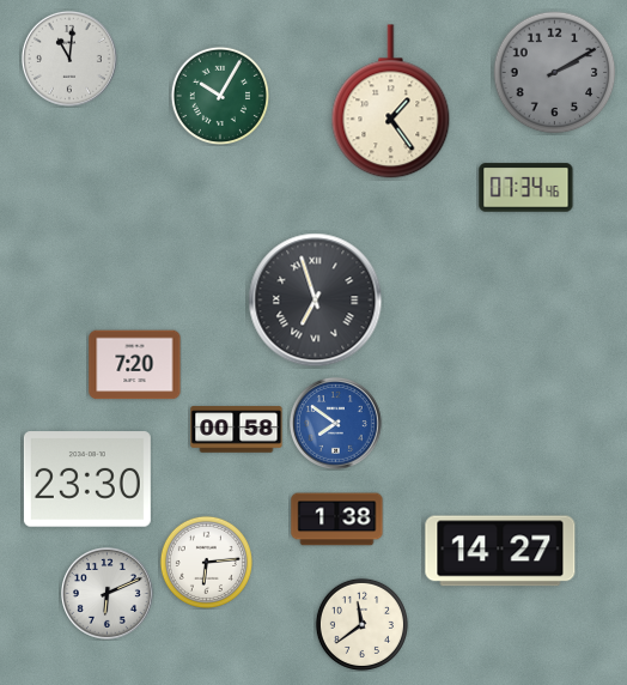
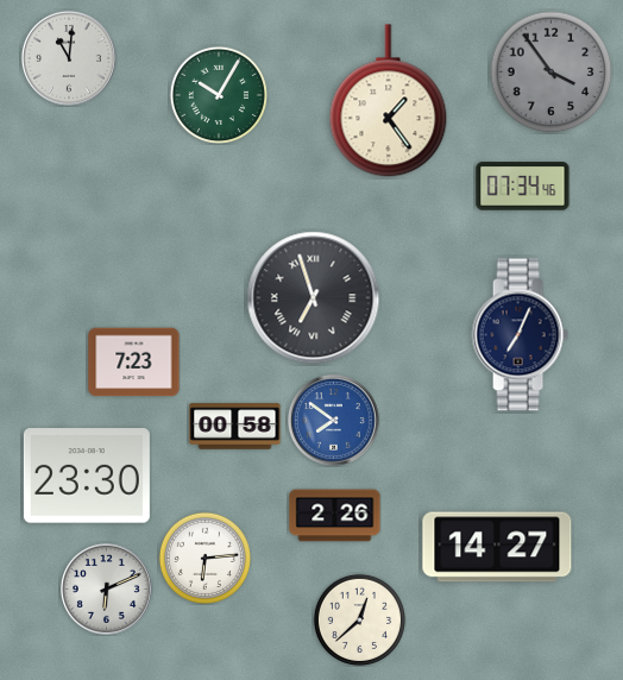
clock at (555, 73): 2:10 -> 3:54
clock at (520, 335): none -> 7:04
clock at (135, 365): 7:20 -> 7:23
clock at (337, 520): 1:38 -> 2:26
clock at (361, 624): 11:39 -> 12:38
